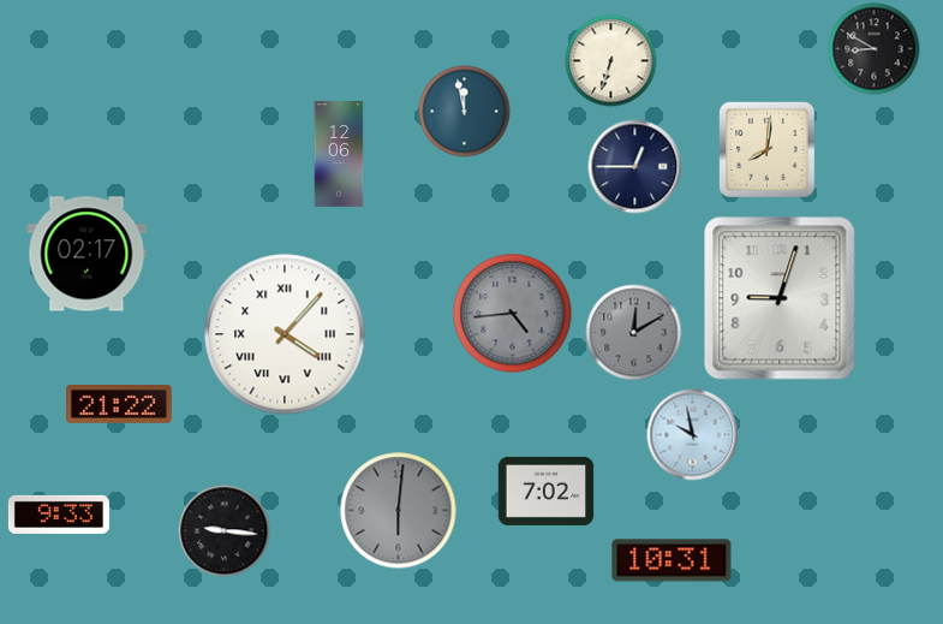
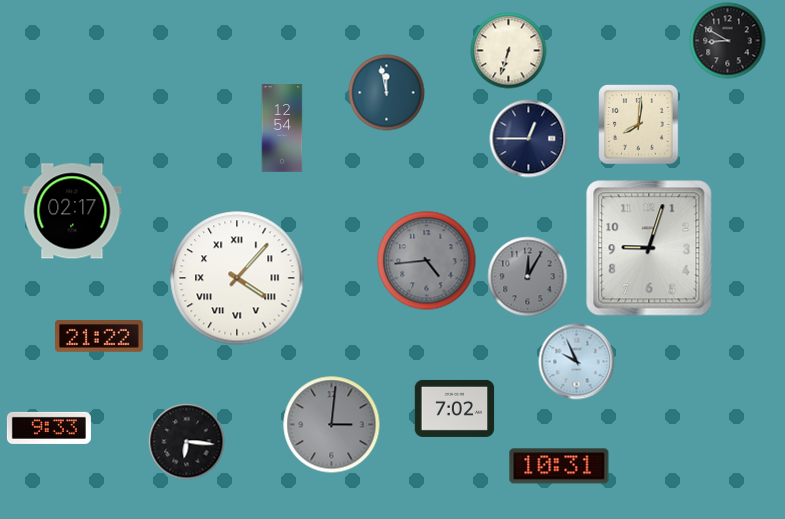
clock at (339, 154): 12:06 -> 12:54
clock at (634, 333): 12:10 -> 12:05
clock at (693, 435): 9:58 -> 9:56
clock at (399, 511): 6:01 -> 3:01
clock at (225, 531): 9:16 -> 6:16
